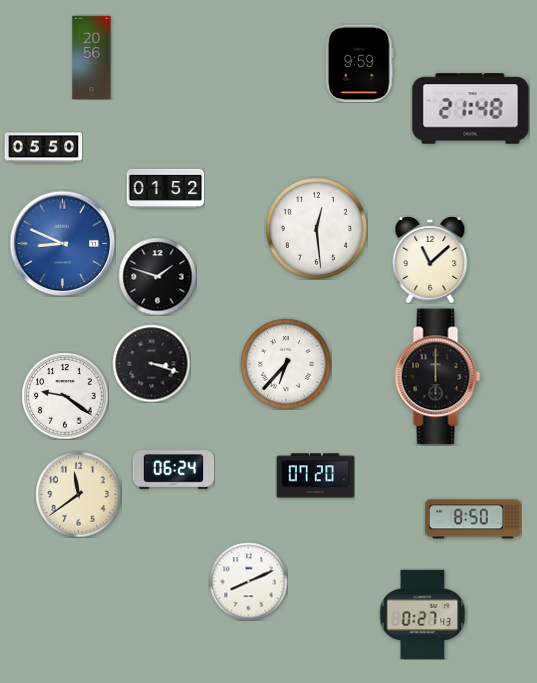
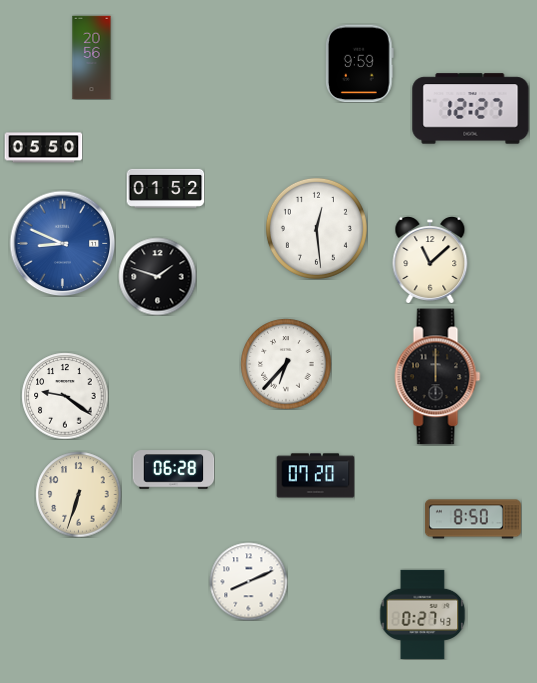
clock at (471, 109): 21:48 -> 12:27
clock at (151, 363): 3:18 -> none
clock at (173, 470): 06:24 -> 06:28
clock at (78, 494): 11:39 -> 6:33
